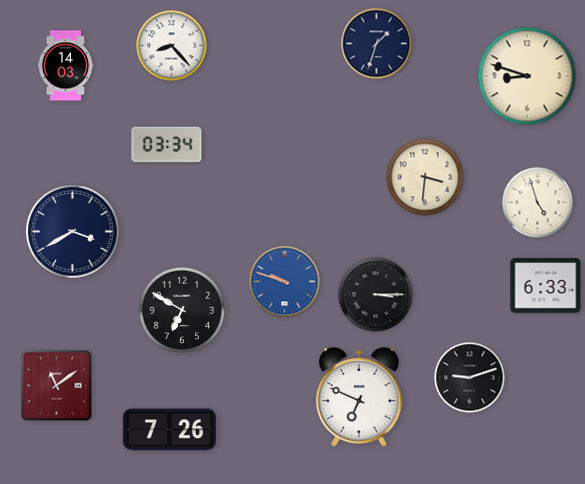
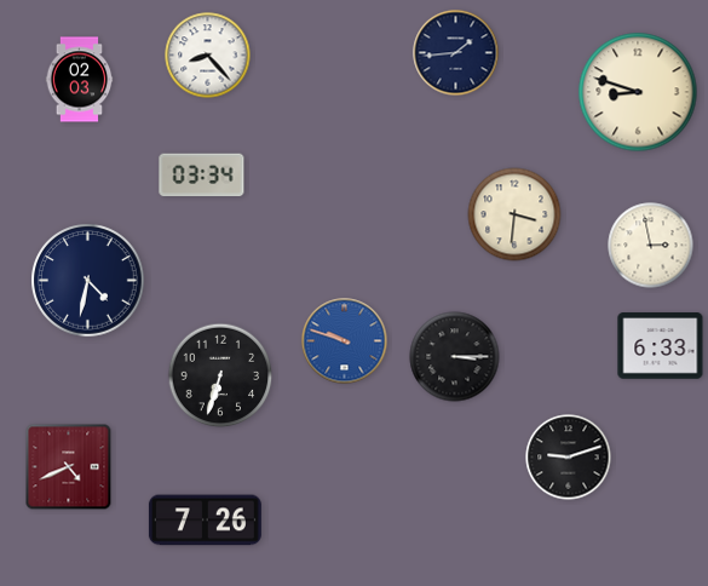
clock at (377, 44): 1:33 -> 1:44
clock at (66, 66): 14:03 -> 02:03
clock at (538, 203): 4:57 -> 2:58
clock at (73, 232): 3:40 -> 4:32
clock at (182, 310): 6:50 -> 6:33
clock at (57, 386): 11:09 -> 4:41
clock at (359, 397): 6:49 -> none
